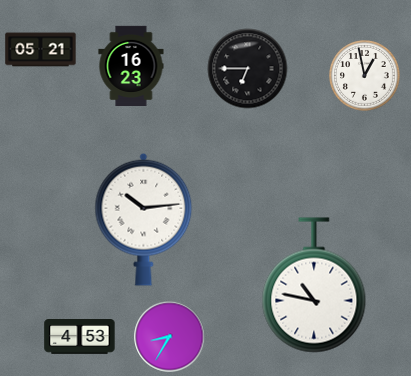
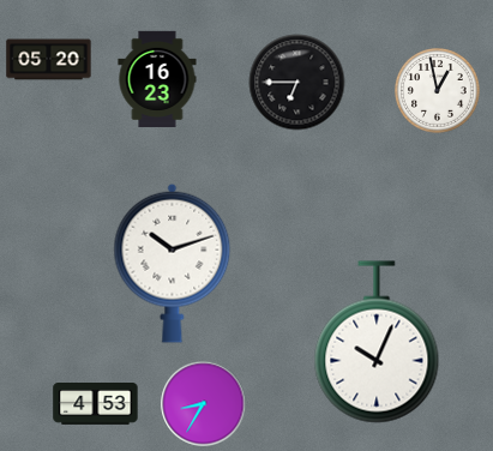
clock at (41, 50): 05:21 -> 05:20
clock at (144, 219): 10:14 -> 10:12
clock at (314, 285): 10:47 -> 10:04
